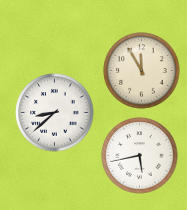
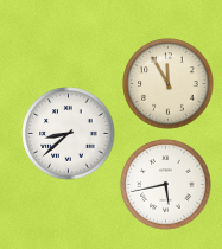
clock at (55, 113) position: (55, 113) -> (69, 134)
